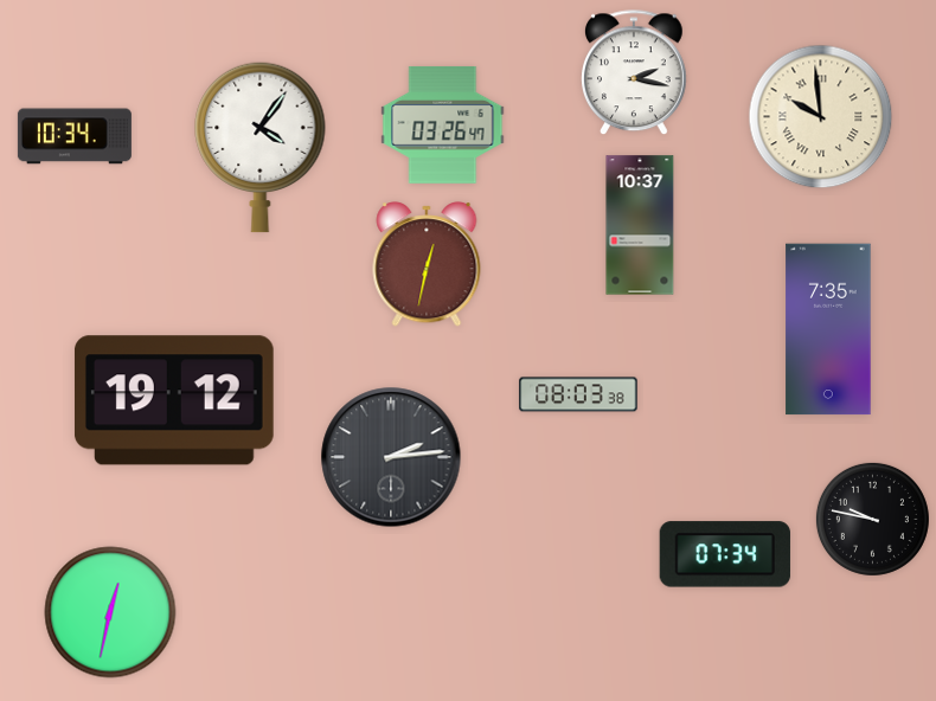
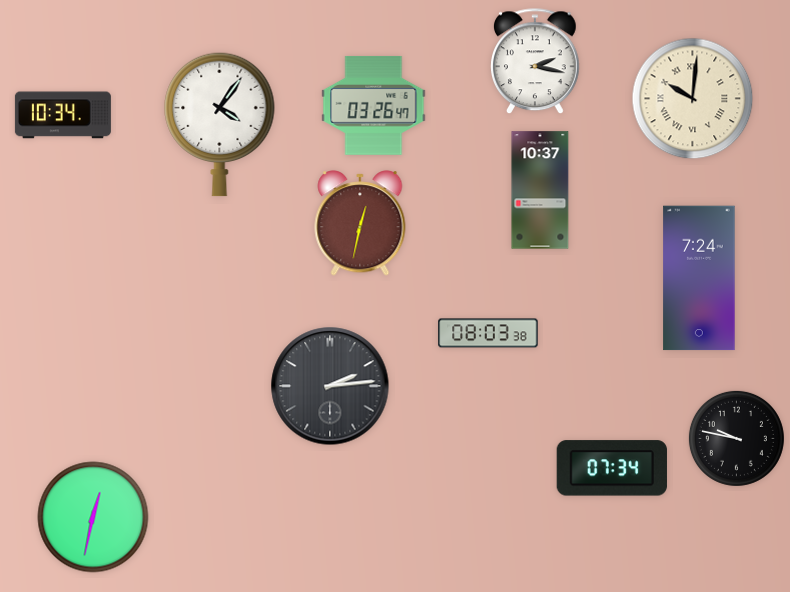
clock at (821, 117): 9:59 -> 10:01
clock at (828, 329): 7:35 -> 7:24
clock at (174, 400): 19:12 -> none
